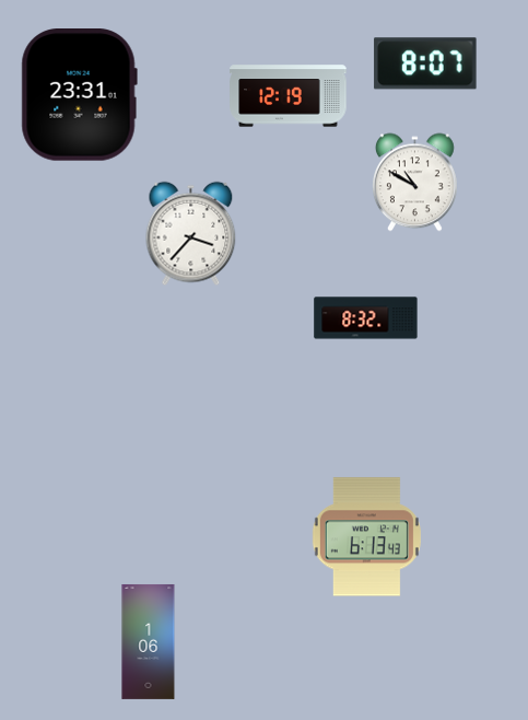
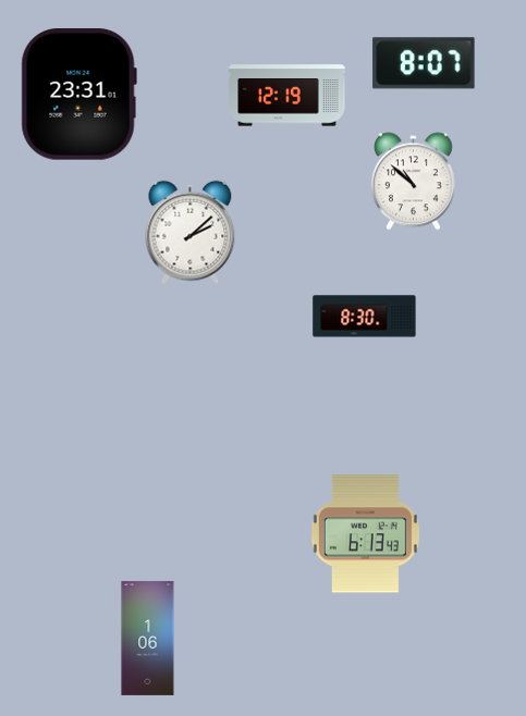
clock at (414, 183): 10:50 -> 10:52
clock at (191, 234): 3:37 -> 2:08
clock at (366, 318): 8:32 -> 8:30
